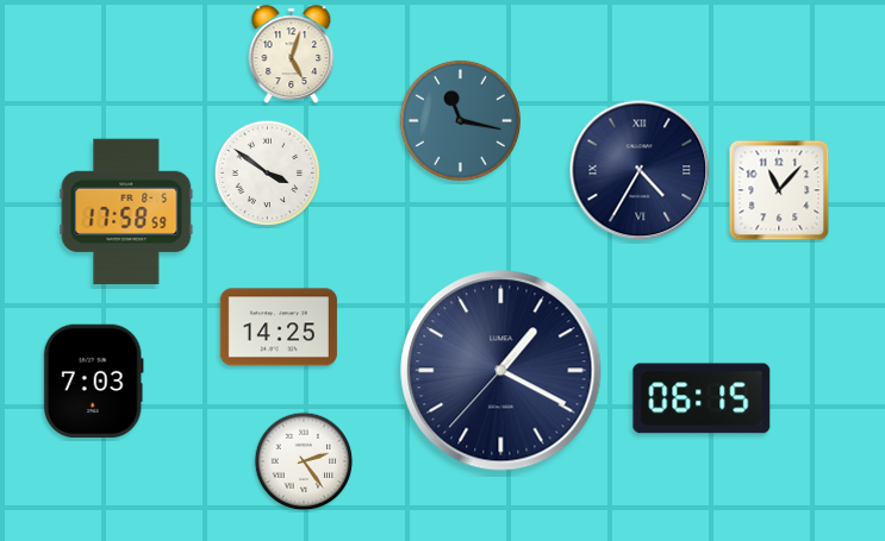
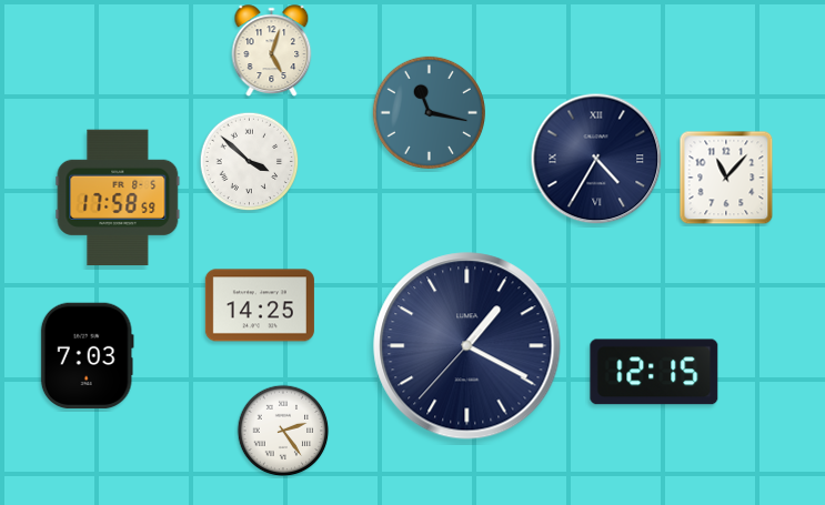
clock at (268, 174): 3:51 -> 3:52
clock at (702, 398): 06:15 -> 12:15
